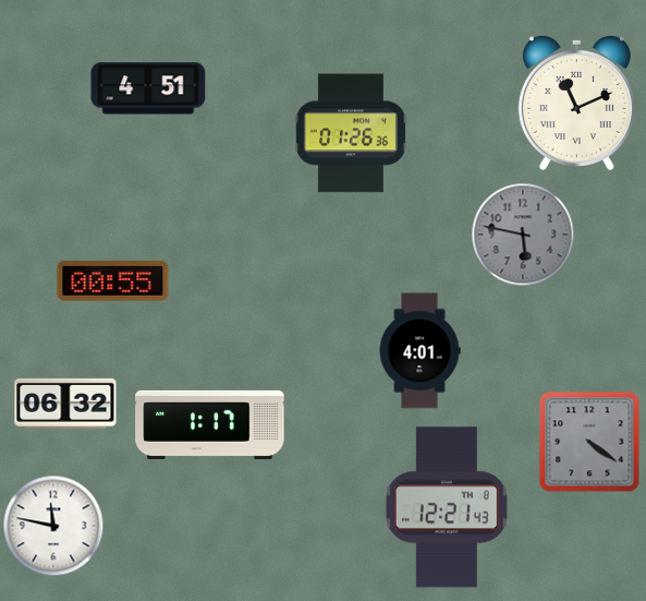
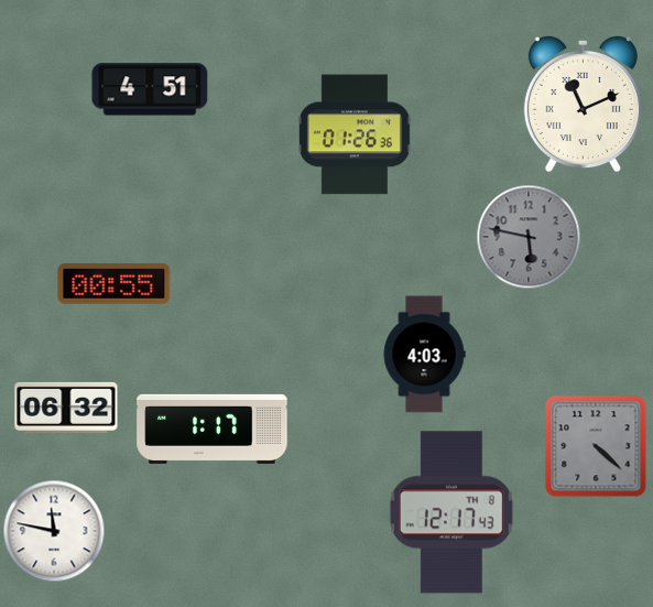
clock at (419, 351): 4:01 -> 4:03
clock at (589, 442): 4:21 -> 4:22
clock at (447, 507): 12:21 -> 12:17
